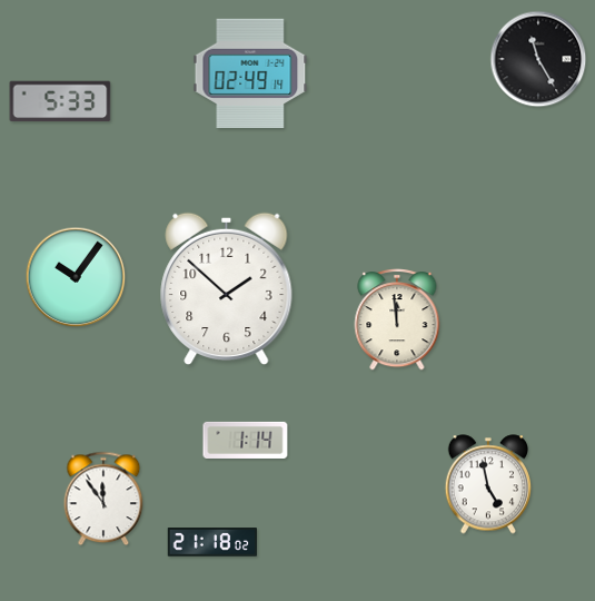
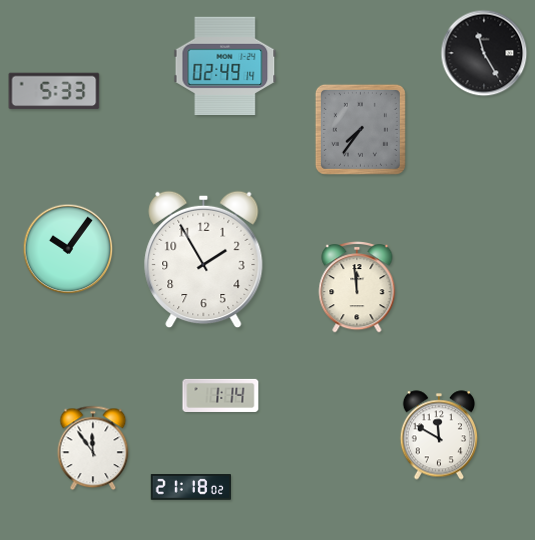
clock at (360, 129): none -> 7:36
clock at (227, 289): 1:52 -> 1:55
clock at (487, 484): 4:58 -> 11:50
